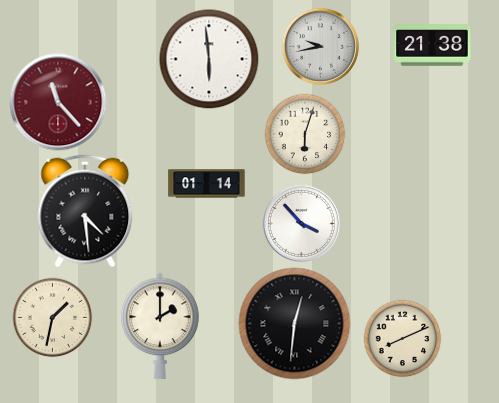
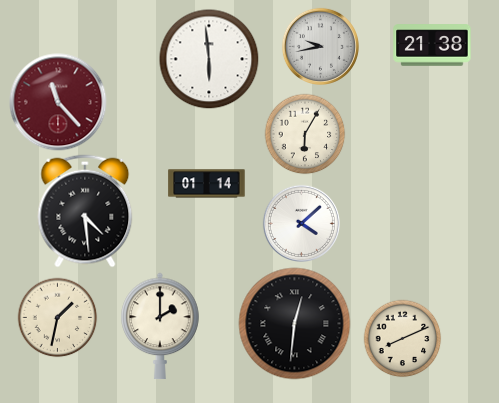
clock at (305, 134): 6:03 -> 6:05
clock at (301, 223): 3:53 -> 4:08
clock at (52, 317) position: (52, 317) -> (57, 317)
